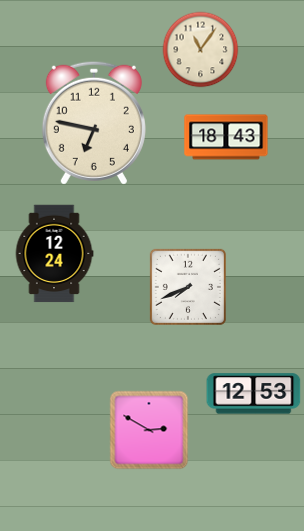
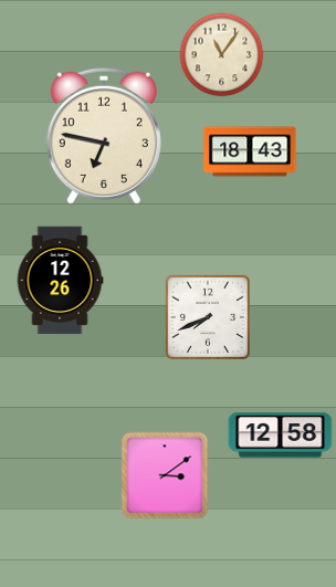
clock at (54, 254): 12:24 -> 12:26
clock at (254, 394): 12:53 -> 12:58
clock at (149, 430): 2:50 -> 3:09
